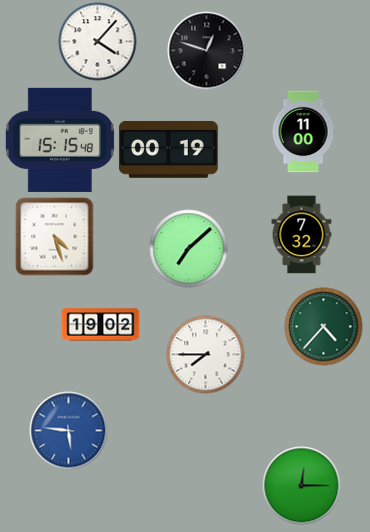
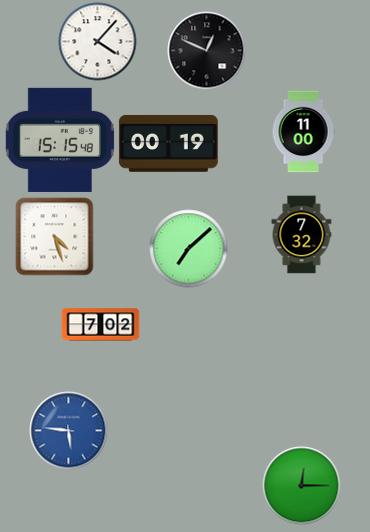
clock at (206, 50): 12:48 -> 12:49
clock at (168, 149) position: (168, 149) -> (168, 143)
clock at (100, 325): 19:02 -> 7:02
clock at (323, 326): 4:37 -> none
clock at (205, 354): 7:45 -> none
